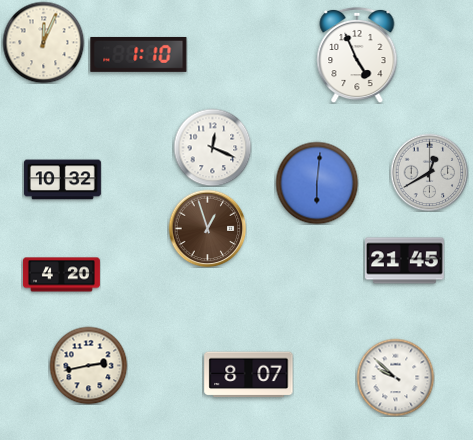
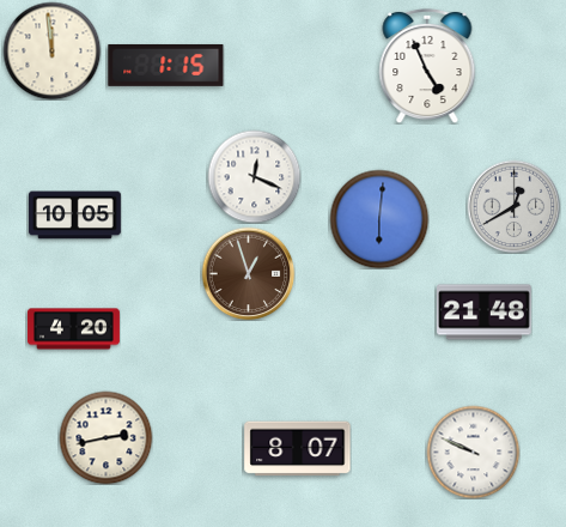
clock at (43, 42): 12:04 -> 11:59
clock at (139, 54): 1:10 -> 1:15
clock at (62, 180): 10:32 -> 10:05
clock at (405, 261): 21:45 -> 21:48
clock at (395, 377): 9:52 -> 9:49
